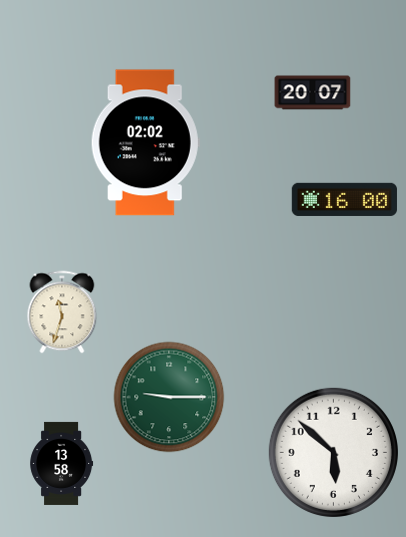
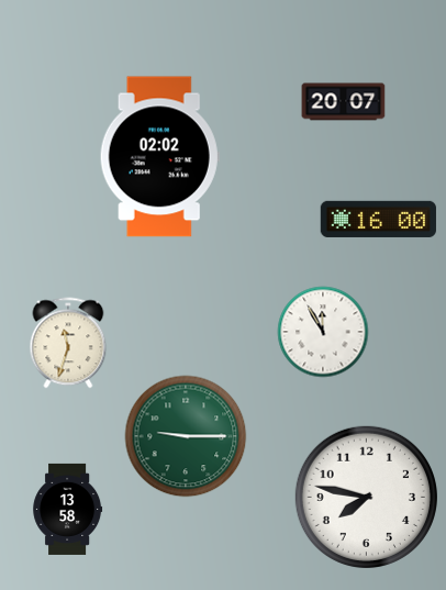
clock at (323, 332): none -> 11:55
clock at (333, 452): 5:52 -> 7:47
